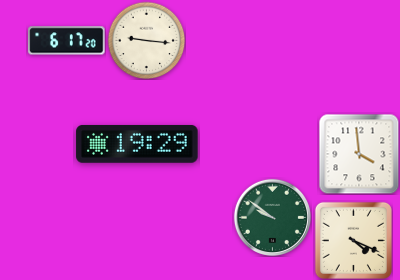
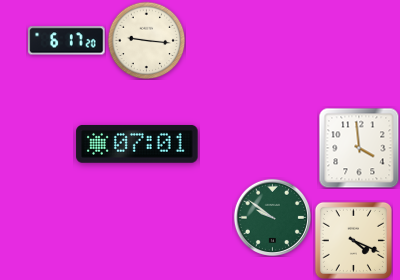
clock at (137, 144): 19:29 -> 07:01
clock at (359, 154) position: (359, 154) -> (359, 148)
